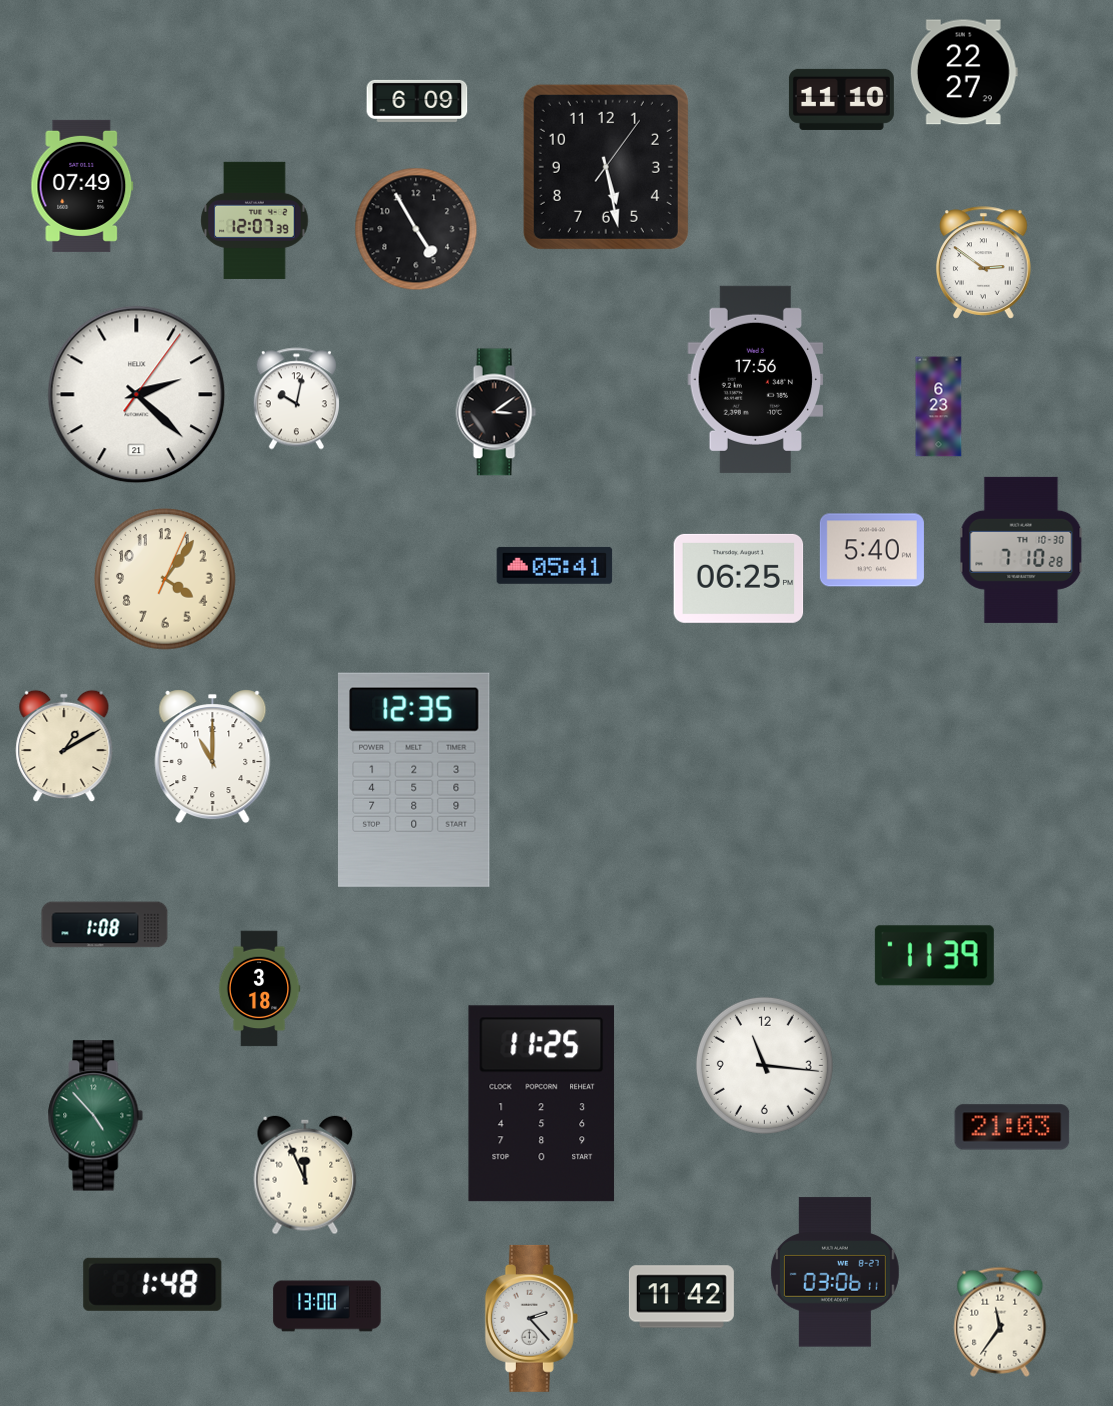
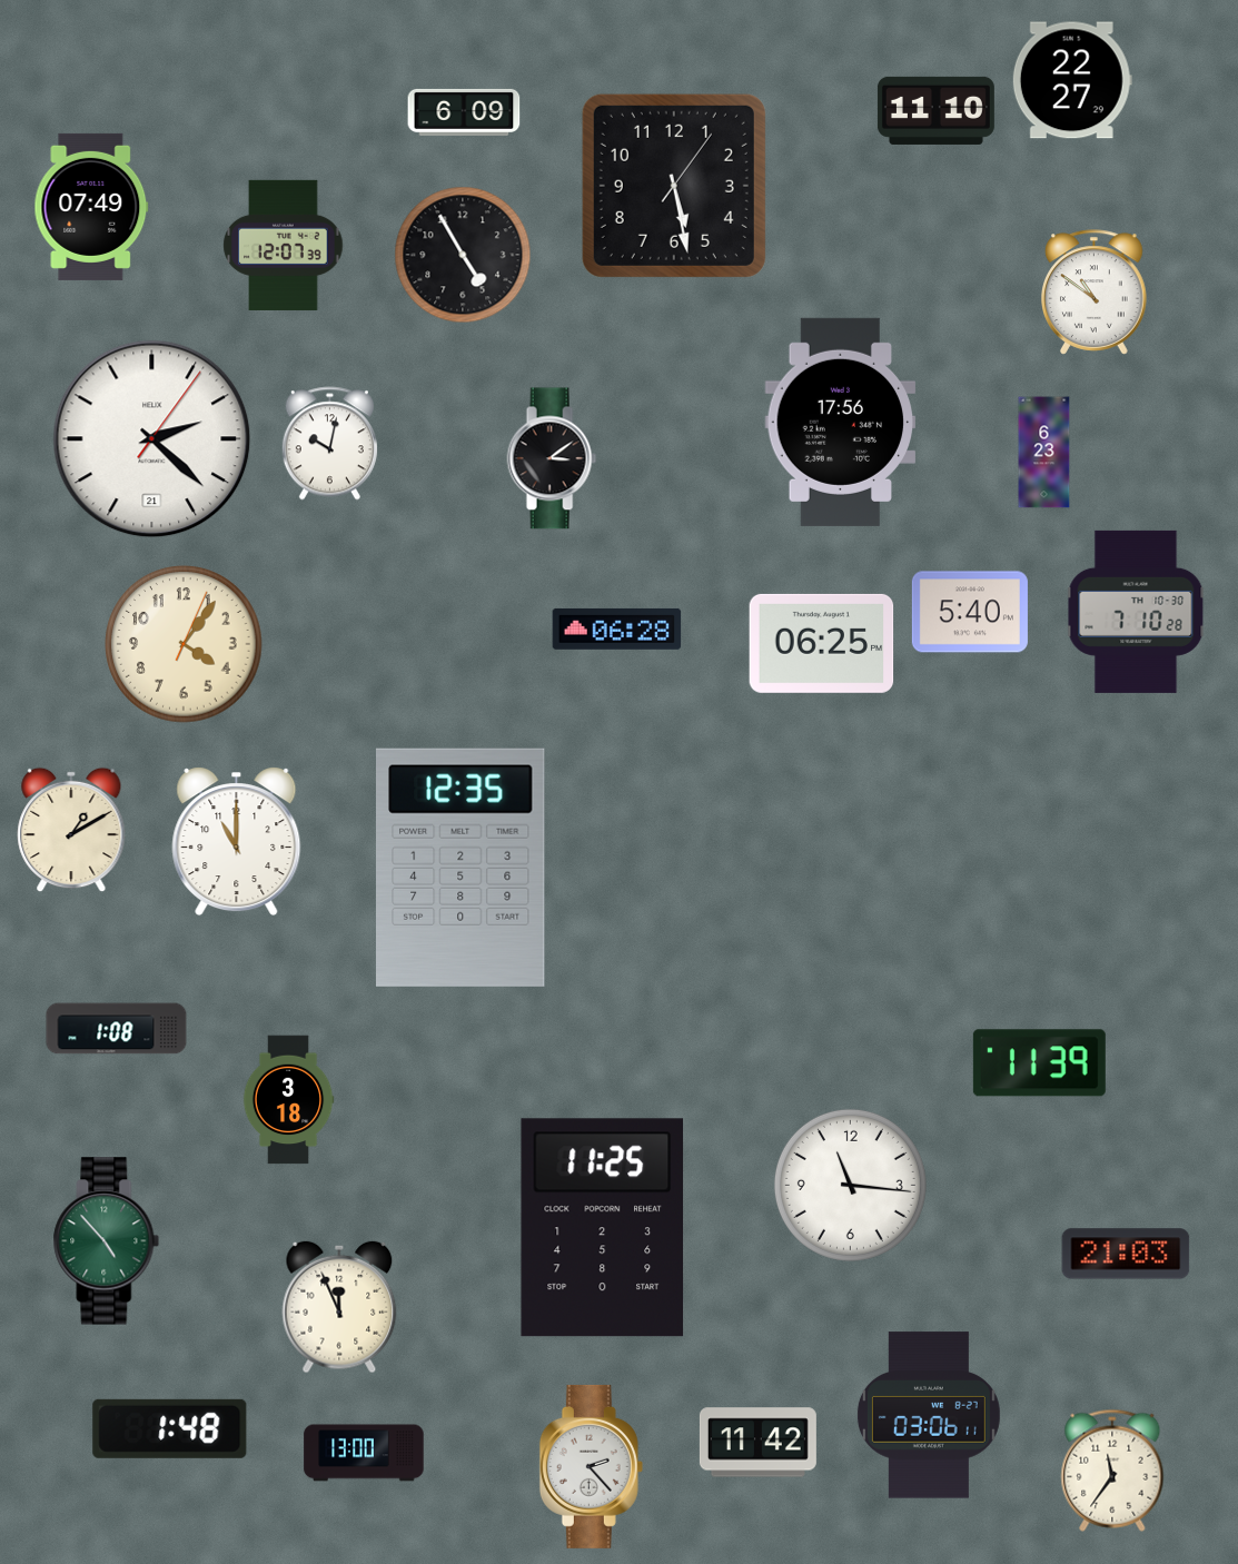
clock at (984, 263): 2:51 -> 10:51
clock at (555, 565): 05:41 -> 06:28
